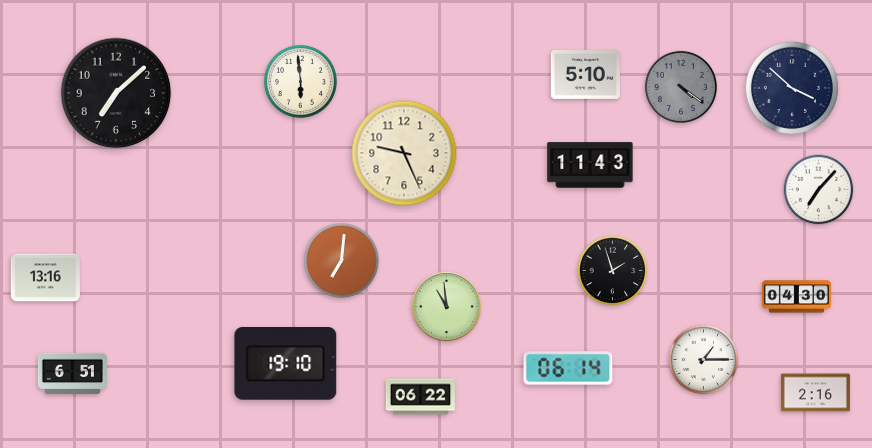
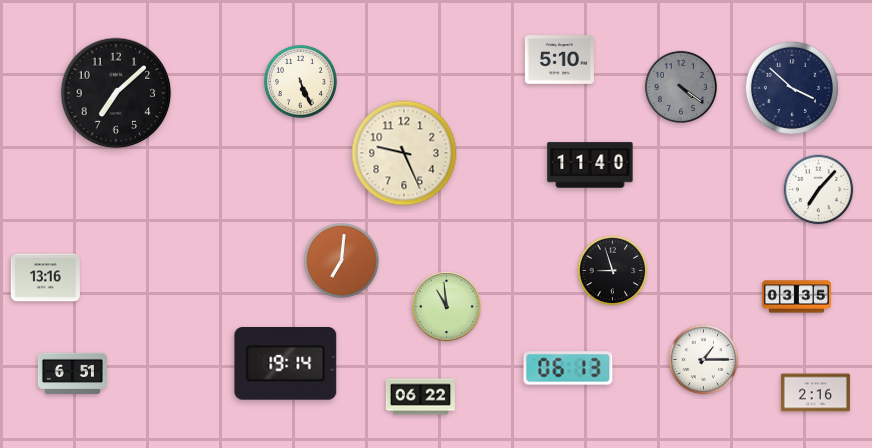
clock at (585, 75) position: (585, 75) -> (559, 60)
clock at (300, 81): 5:59 -> 5:26
clock at (590, 165): 11:43 -> 11:40
clock at (613, 271): 1:57 -> 8:57
clock at (796, 297): 04:30 -> 03:35
clock at (286, 364): 19:10 -> 19:14
clock at (568, 368): 06:14 -> 06:13
